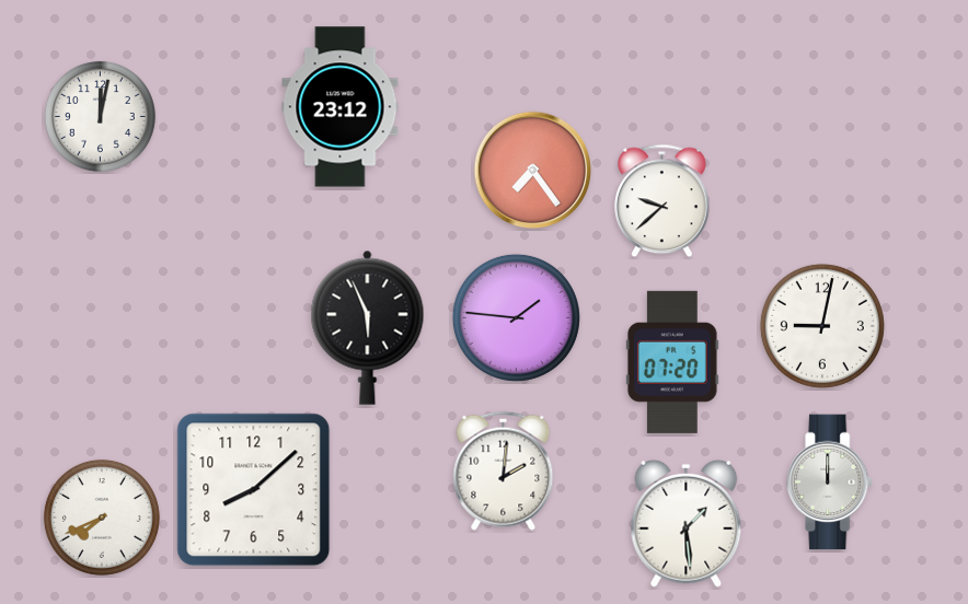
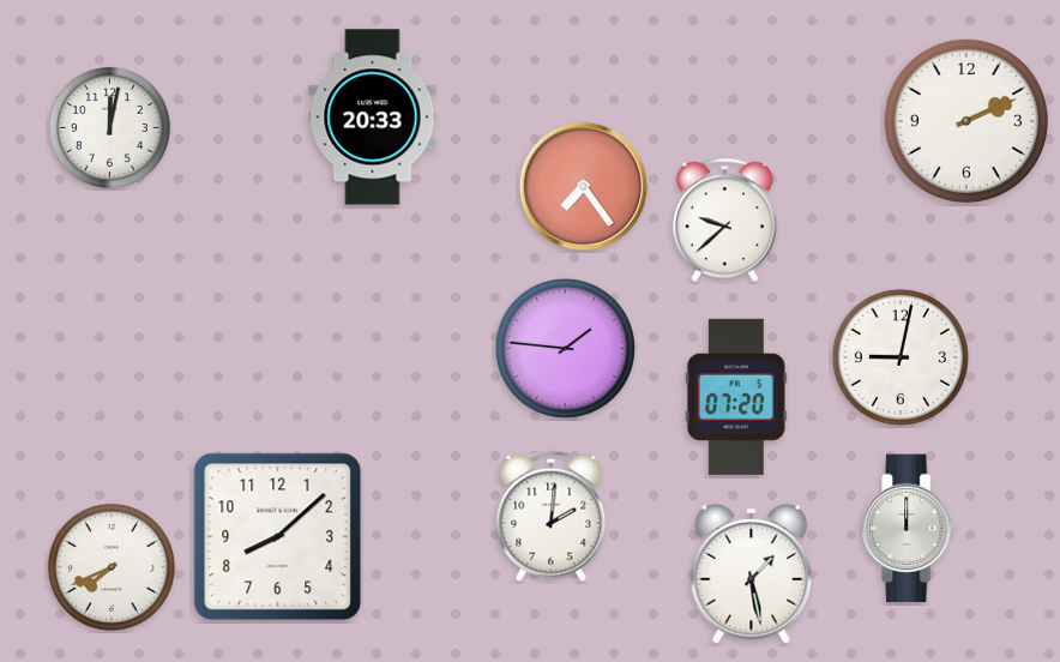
clock at (341, 107): 23:12 -> 20:33
clock at (966, 121): none -> 2:11
clock at (368, 327): 5:56 -> none
clock at (687, 523): 1:29 -> 1:28
